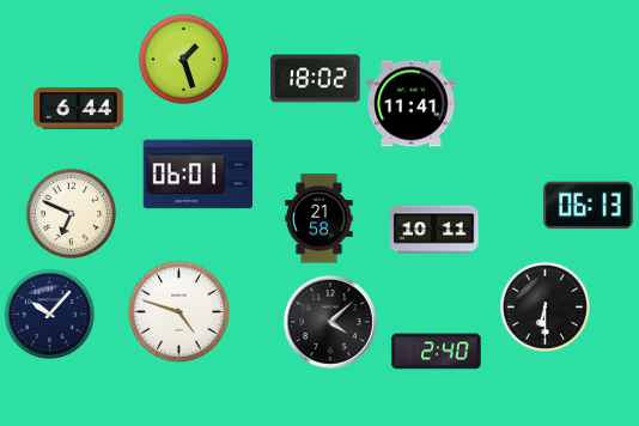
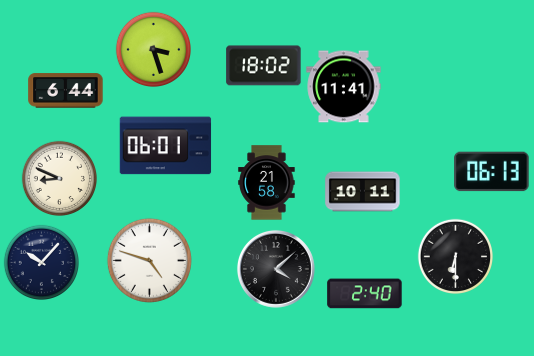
clock at (183, 59): 1:27 -> 3:27
clock at (71, 213): 6:49 -> 8:49
